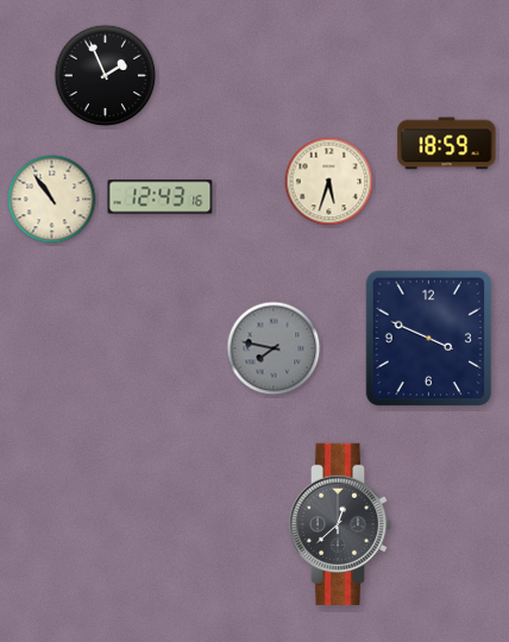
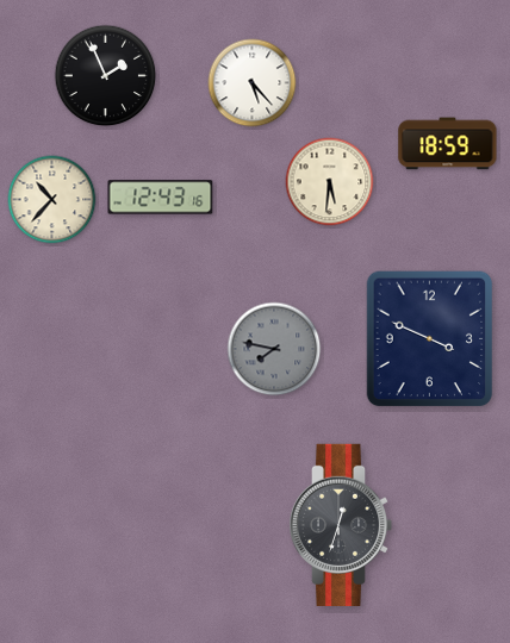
clock at (253, 83): none -> 5:23
clock at (329, 182): 5:33 -> 5:31
clock at (52, 200): 10:54 -> 10:37
clock at (340, 524): 12:38 -> 12:33
